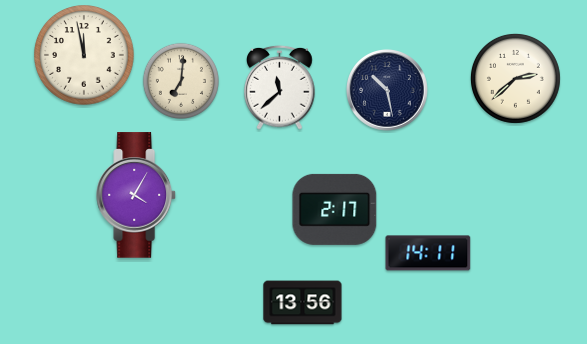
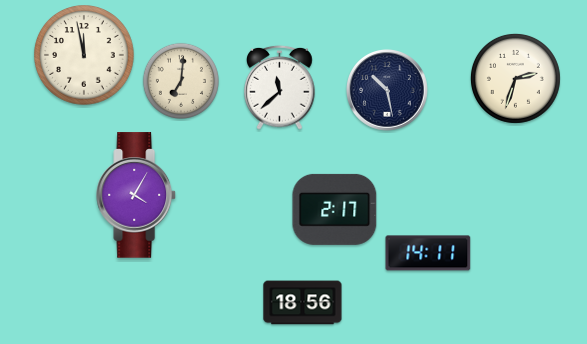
clock at (515, 78): 2:38 -> 2:33
clock at (303, 303): 13:56 -> 18:56
